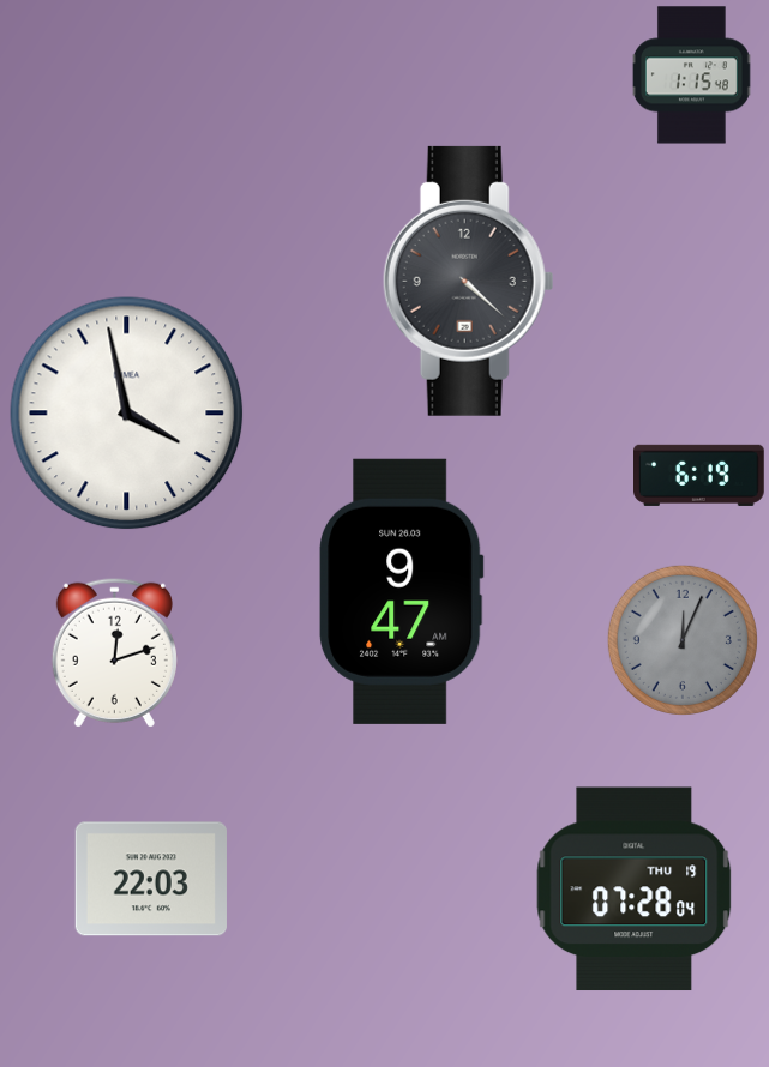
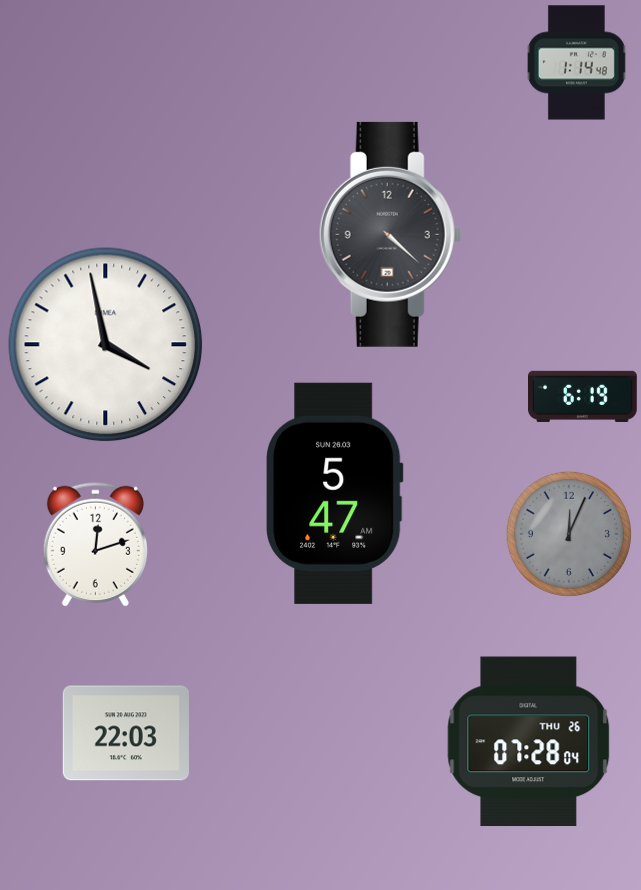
clock at (691, 76): 1:15 -> 1:14
clock at (402, 591): 9:47 -> 5:47
clock at (635, 890) date: THU 19 -> THU 26
